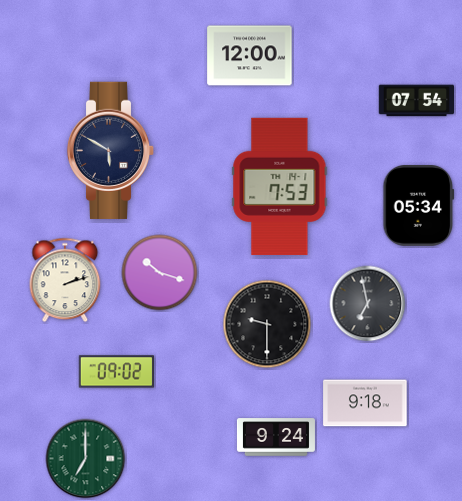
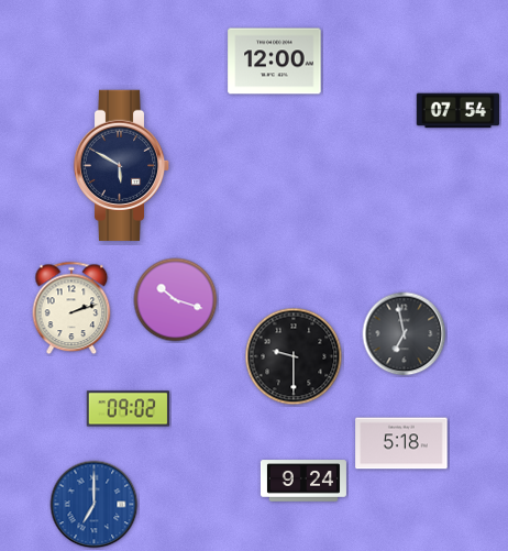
clock at (280, 186): 7:53 -> none
clock at (419, 206): 05:34 -> none
clock at (365, 403): 9:18 -> 5:18
clock at (86, 459) dial: green -> blue
